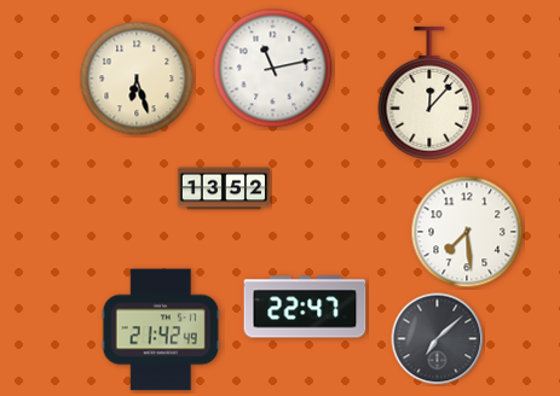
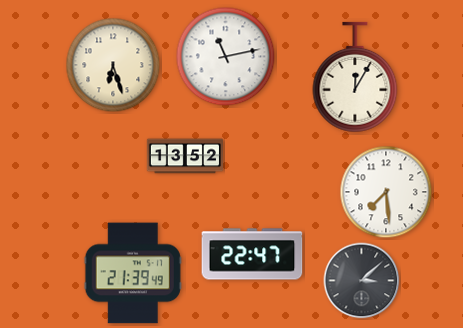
clock at (429, 93): 12:07 -> 12:05
clock at (161, 330): 21:42 -> 21:39
clock at (438, 339): 7:08 -> 3:08
